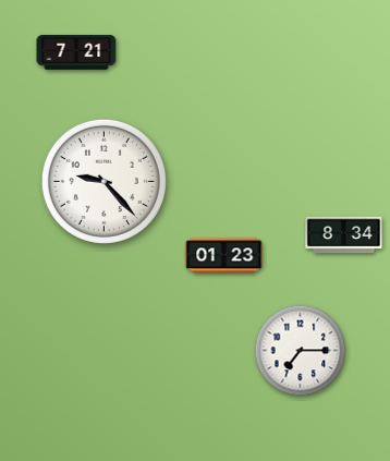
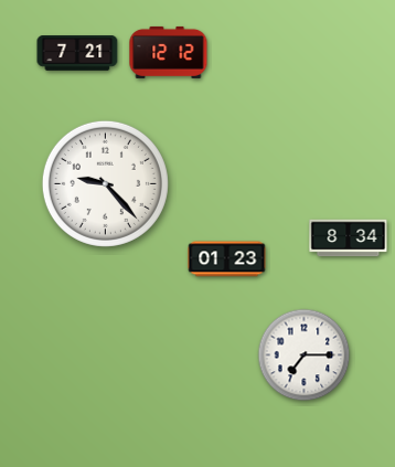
clock at (169, 52): none -> 12:12
